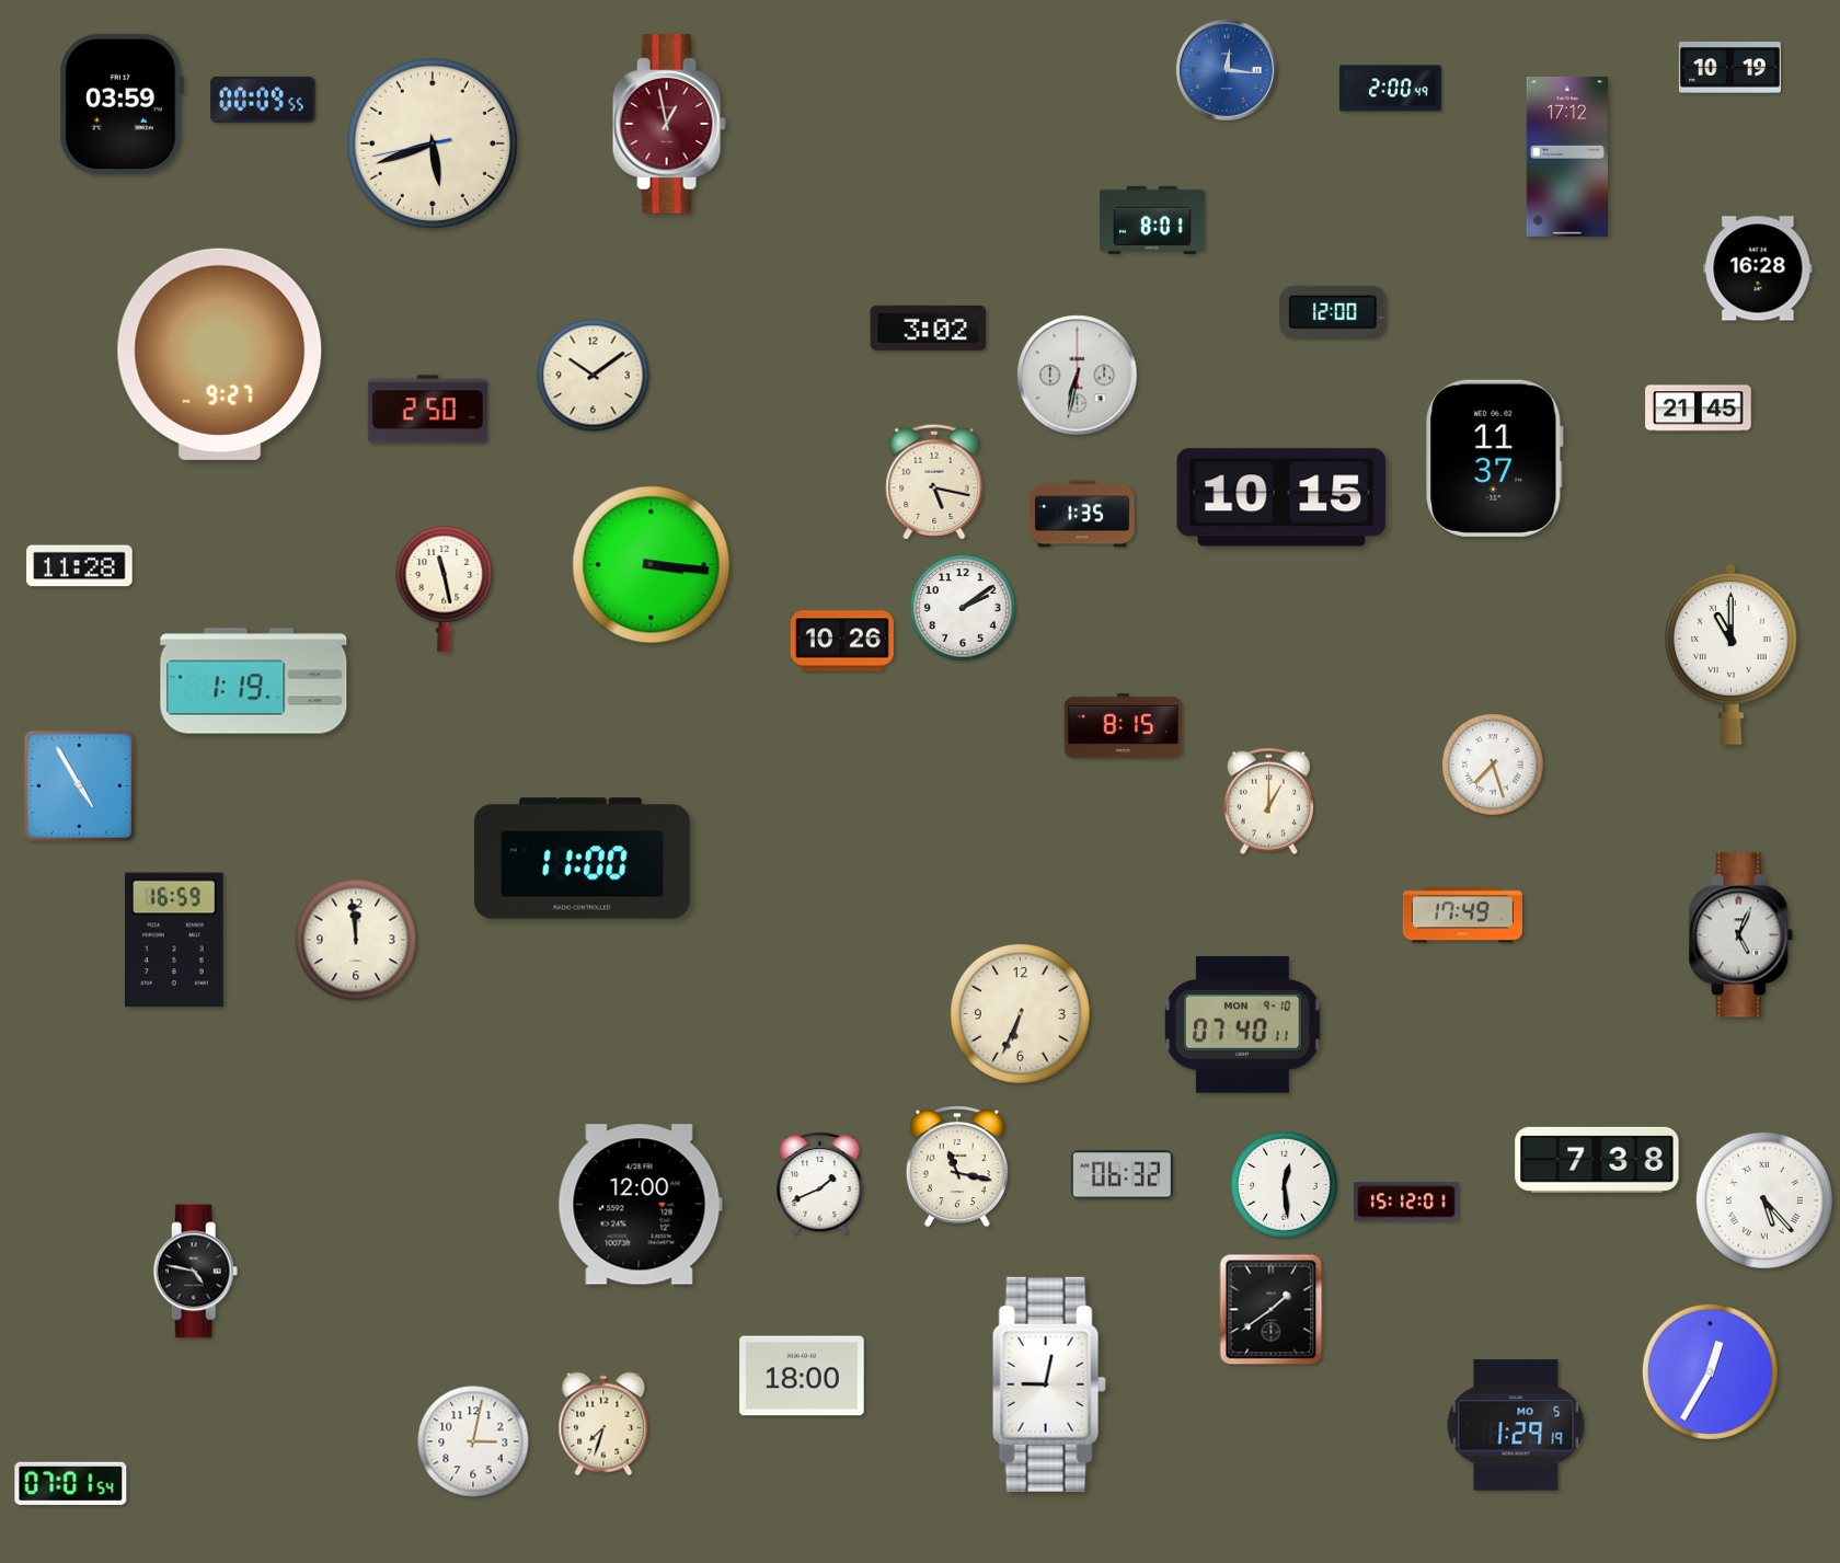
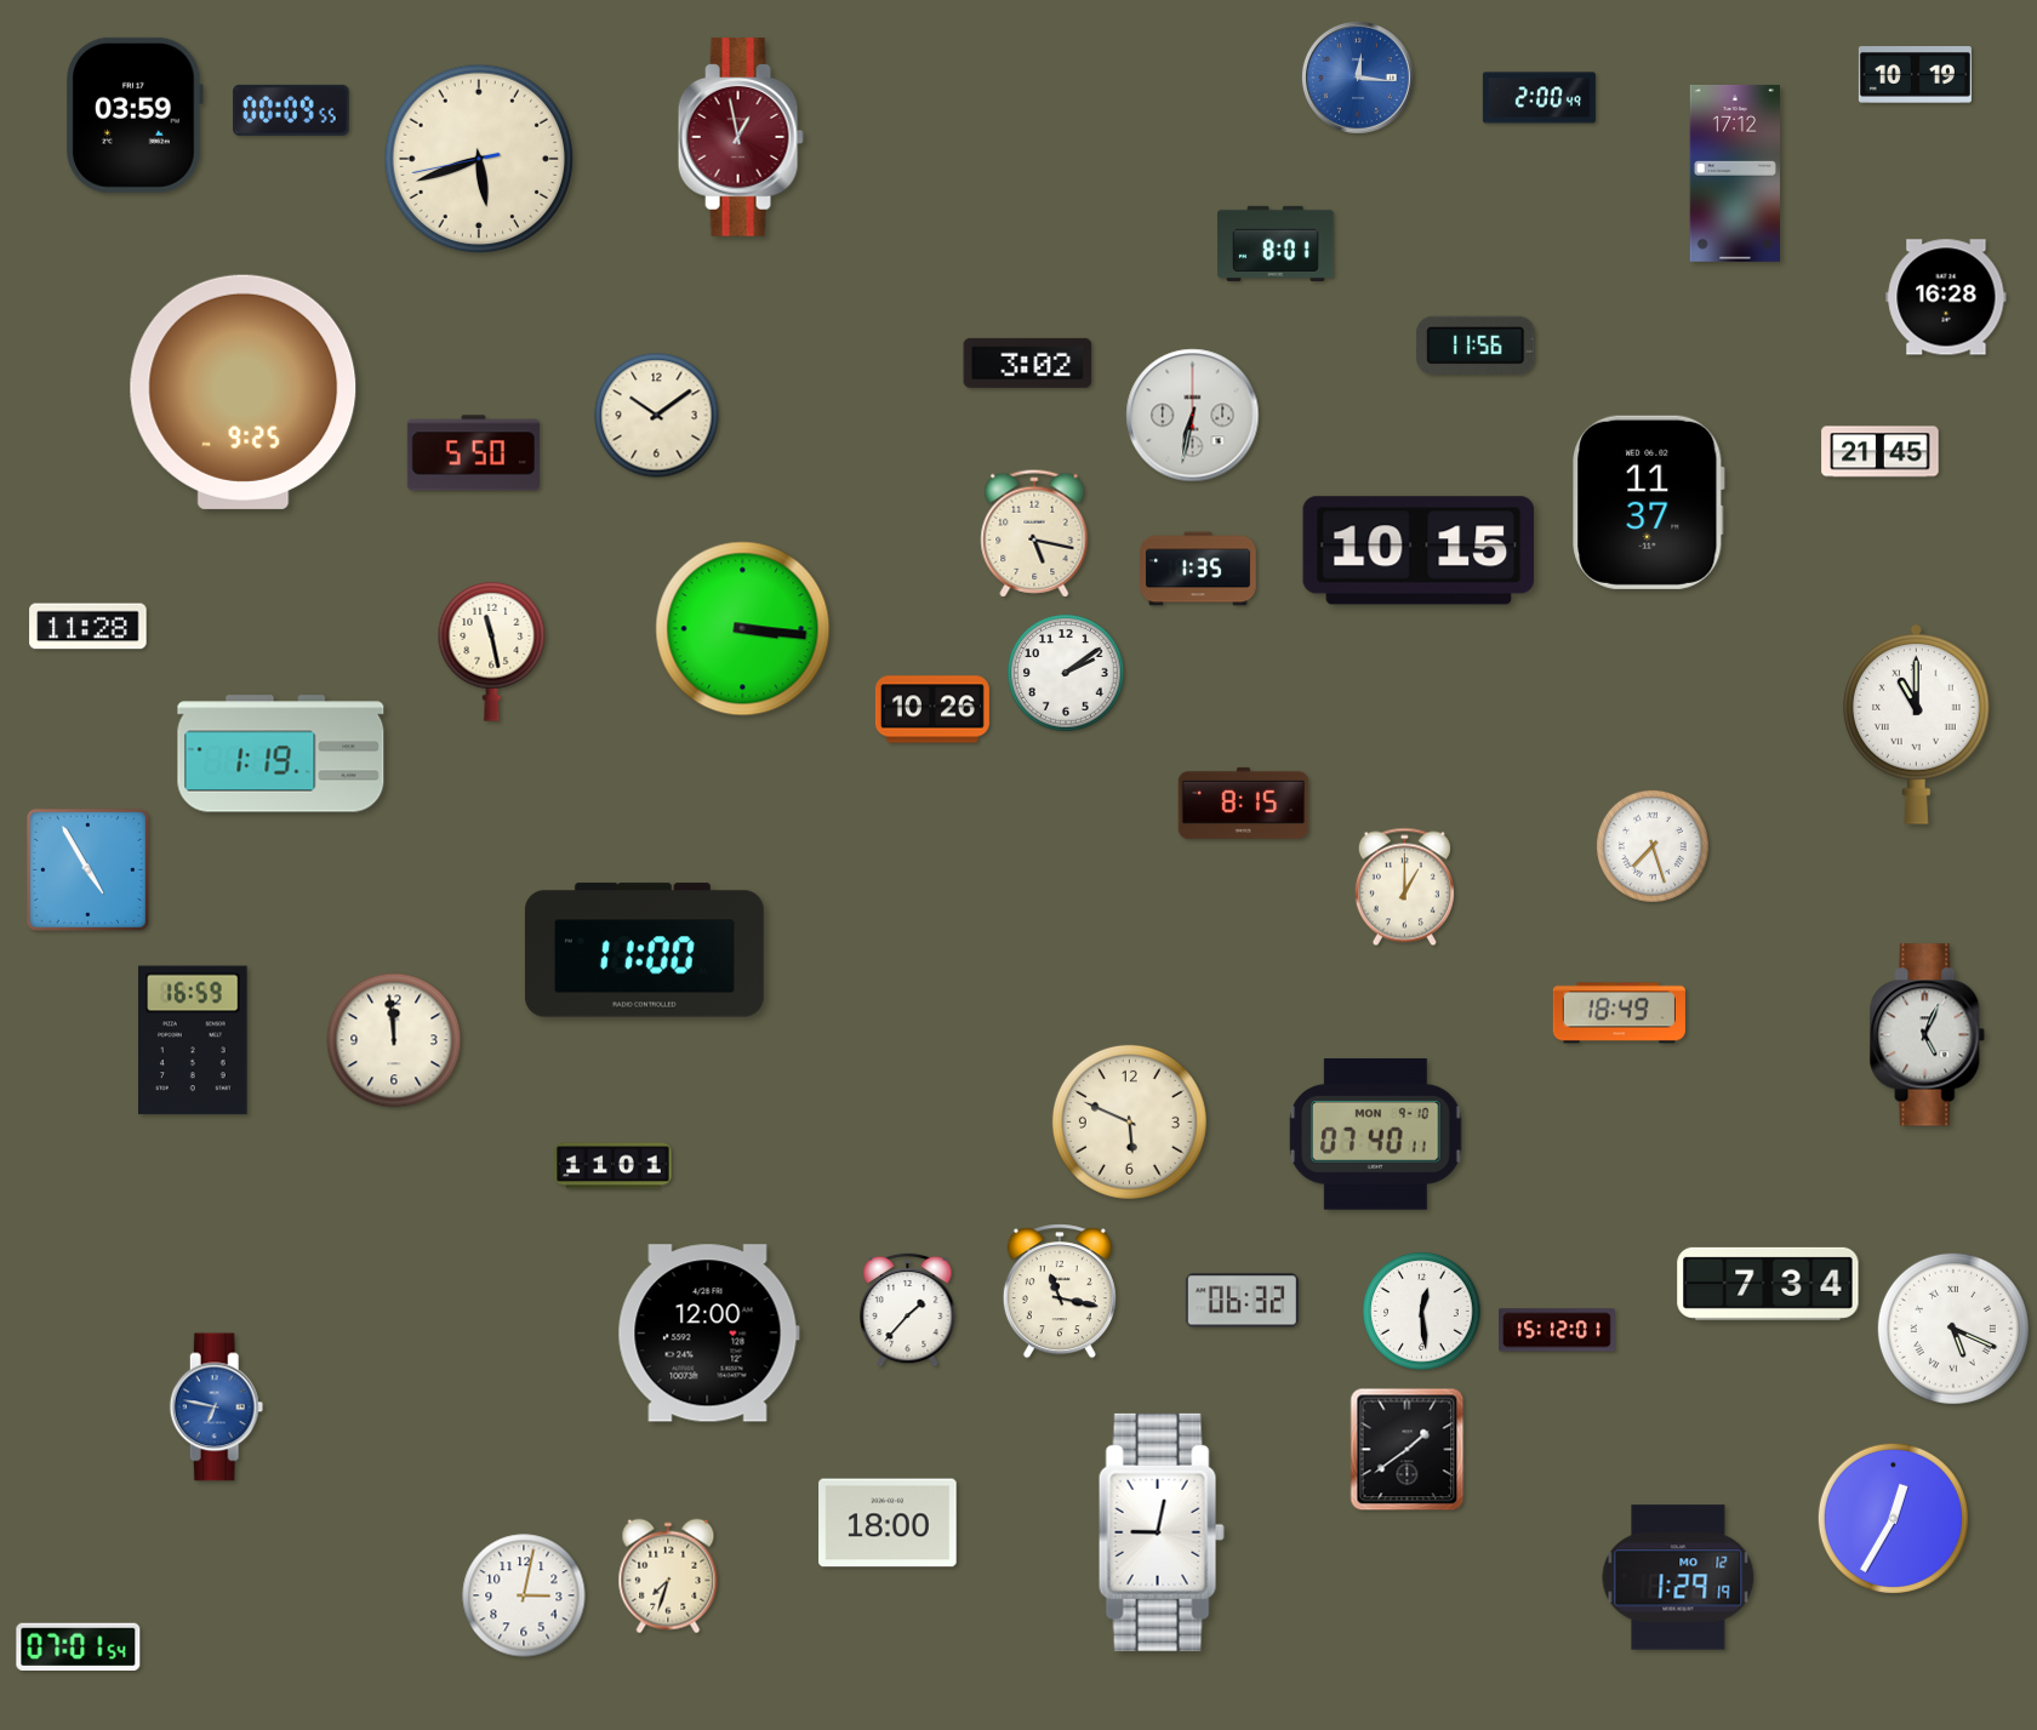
clock at (1333, 312): 12:00 -> 11:56
clock at (220, 354): 9:27 -> 9:25
clock at (427, 410): 2:50 -> 5:50
clock at (1495, 458) position: (1495, 458) -> (1649, 502)
clock at (652, 565) position: (652, 565) -> (743, 629)
clock at (1462, 916): 17:49 -> 18:49
clock at (1020, 1013): 6:34 -> 5:49
clock at (614, 1166): none -> 11:01
clock at (1597, 1160): 7:38 -> 7:34
clock at (820, 1183): 1:41 -> 1:37
clock at (1764, 1200): 5:23 -> 5:19
clock at (196, 1272): 4:47 -> 6:47
clock at (196, 1272) dial: black -> blue
clock at (1516, 1425) date: MO 5 -> MO 12
clock at (71, 1483) position: (71, 1483) -> (79, 1646)
